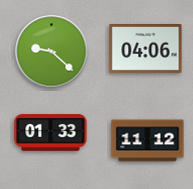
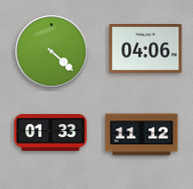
clock at (52, 52): 9:22 -> 4:22
clock at (148, 141) position: (148, 141) -> (142, 135)
